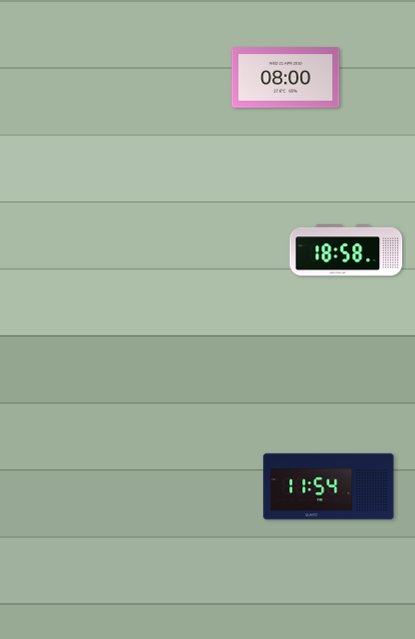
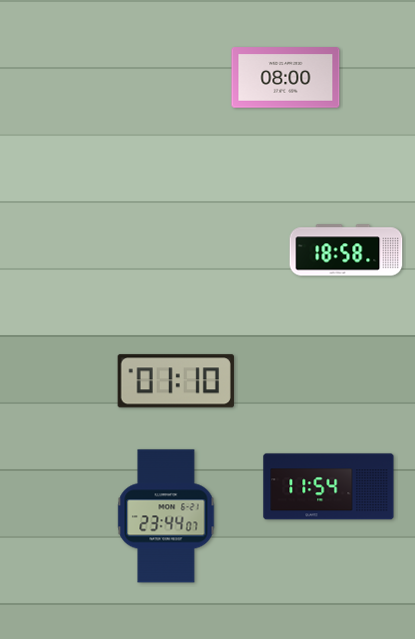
clock at (176, 381): none -> 01:10
clock at (166, 516): none -> 23:44
